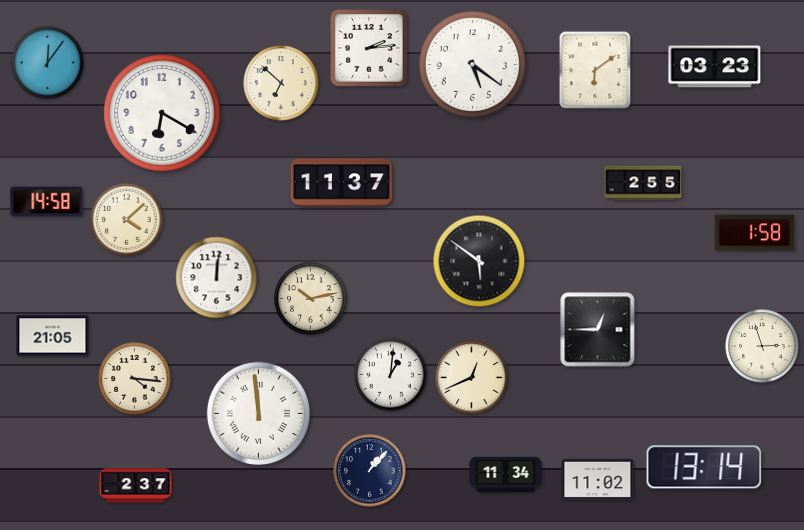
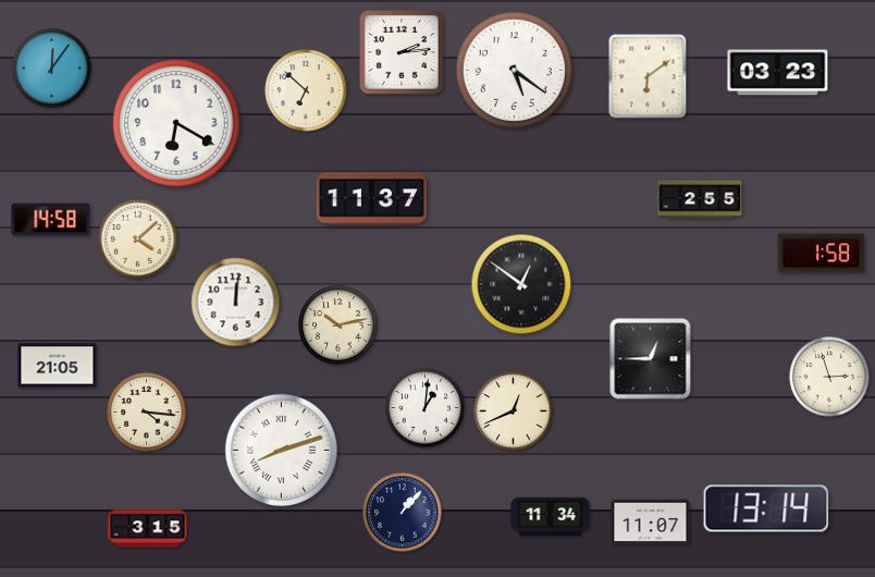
clock at (479, 261): 5:51 -> 12:51
clock at (258, 413): 11:59 -> 8:12
clock at (598, 480): 11:02 -> 11:07
clock at (136, 486): 2:37 -> 3:15
